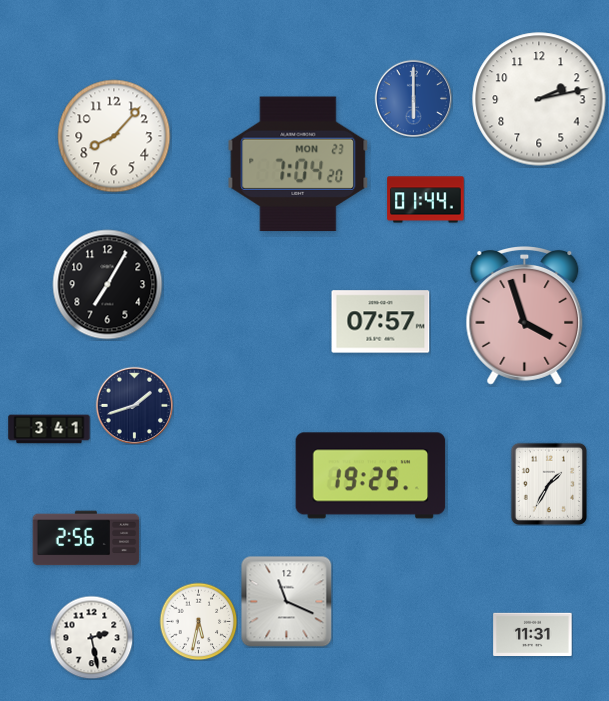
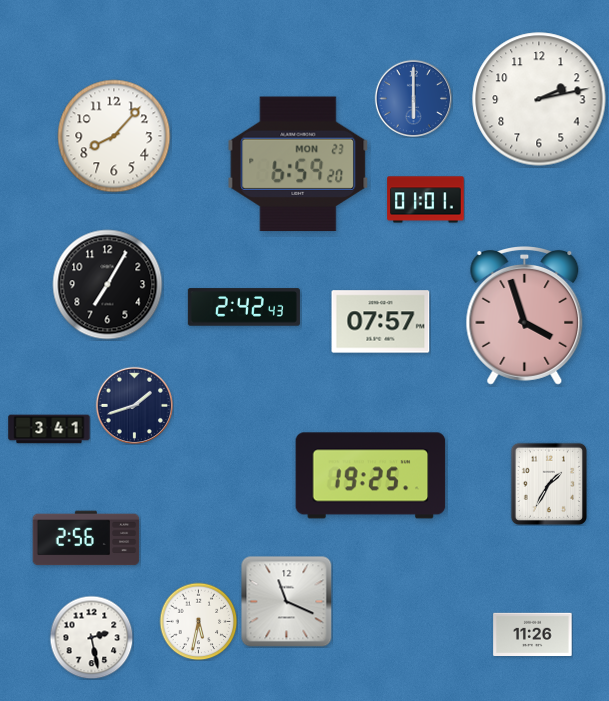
clock at (298, 164): 7:04 -> 6:59
clock at (426, 200): 01:44 -> 01:01
clock at (244, 307): none -> 2:42
clock at (533, 635): 11:31 -> 11:26
